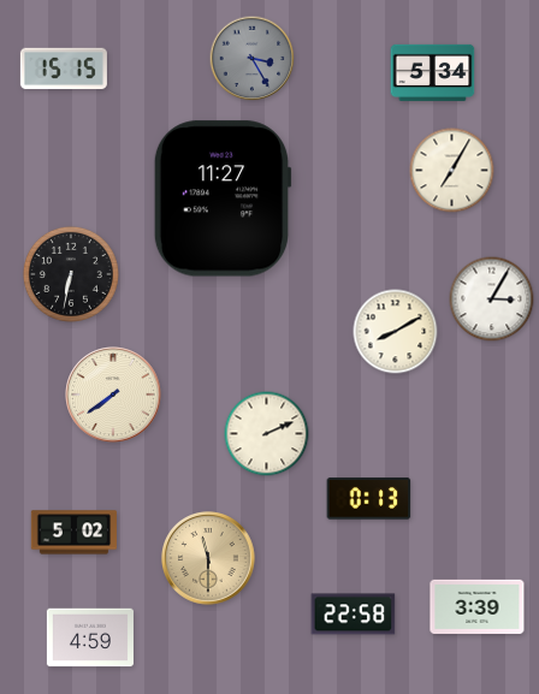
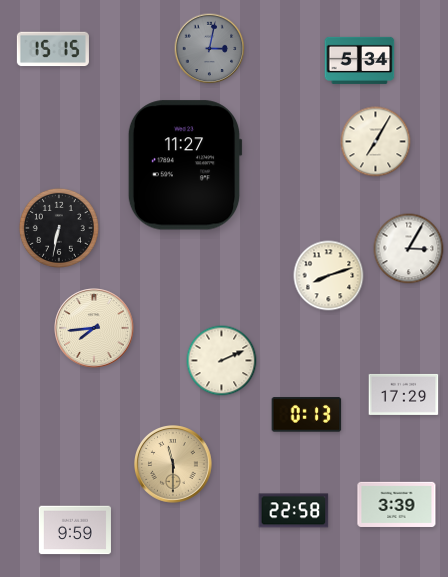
clock at (253, 59): 3:25 -> 3:02
clock at (64, 69) position: (64, 69) -> (53, 49)
clock at (396, 332): 8:10 -> 8:12
clock at (113, 395): 7:39 -> 7:44
clock at (404, 394): none -> 17:29
clock at (75, 533): 5:02 -> none
clock at (90, 637): 4:59 -> 9:59
